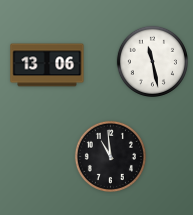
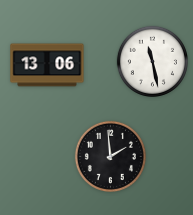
clock at (110, 156): 10:59 -> 1:59
